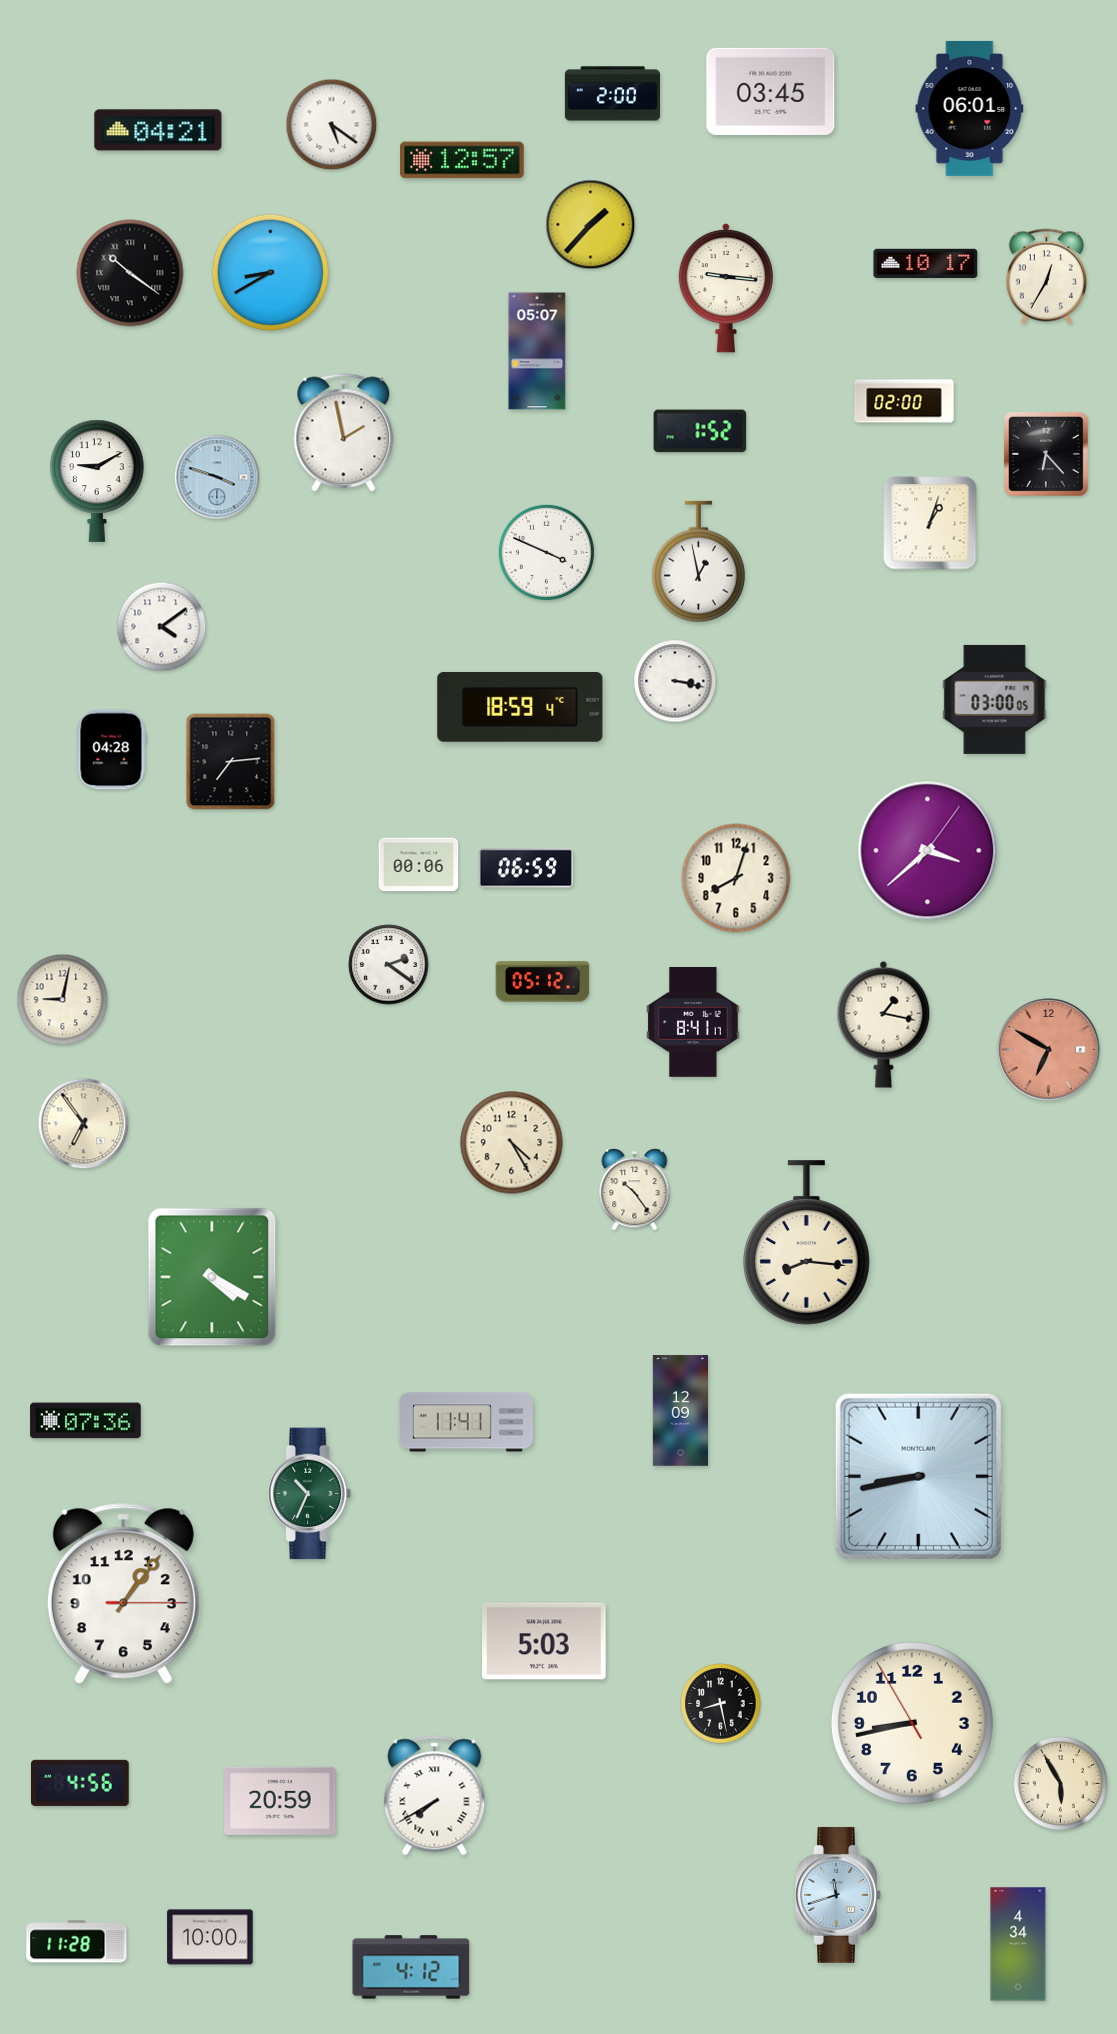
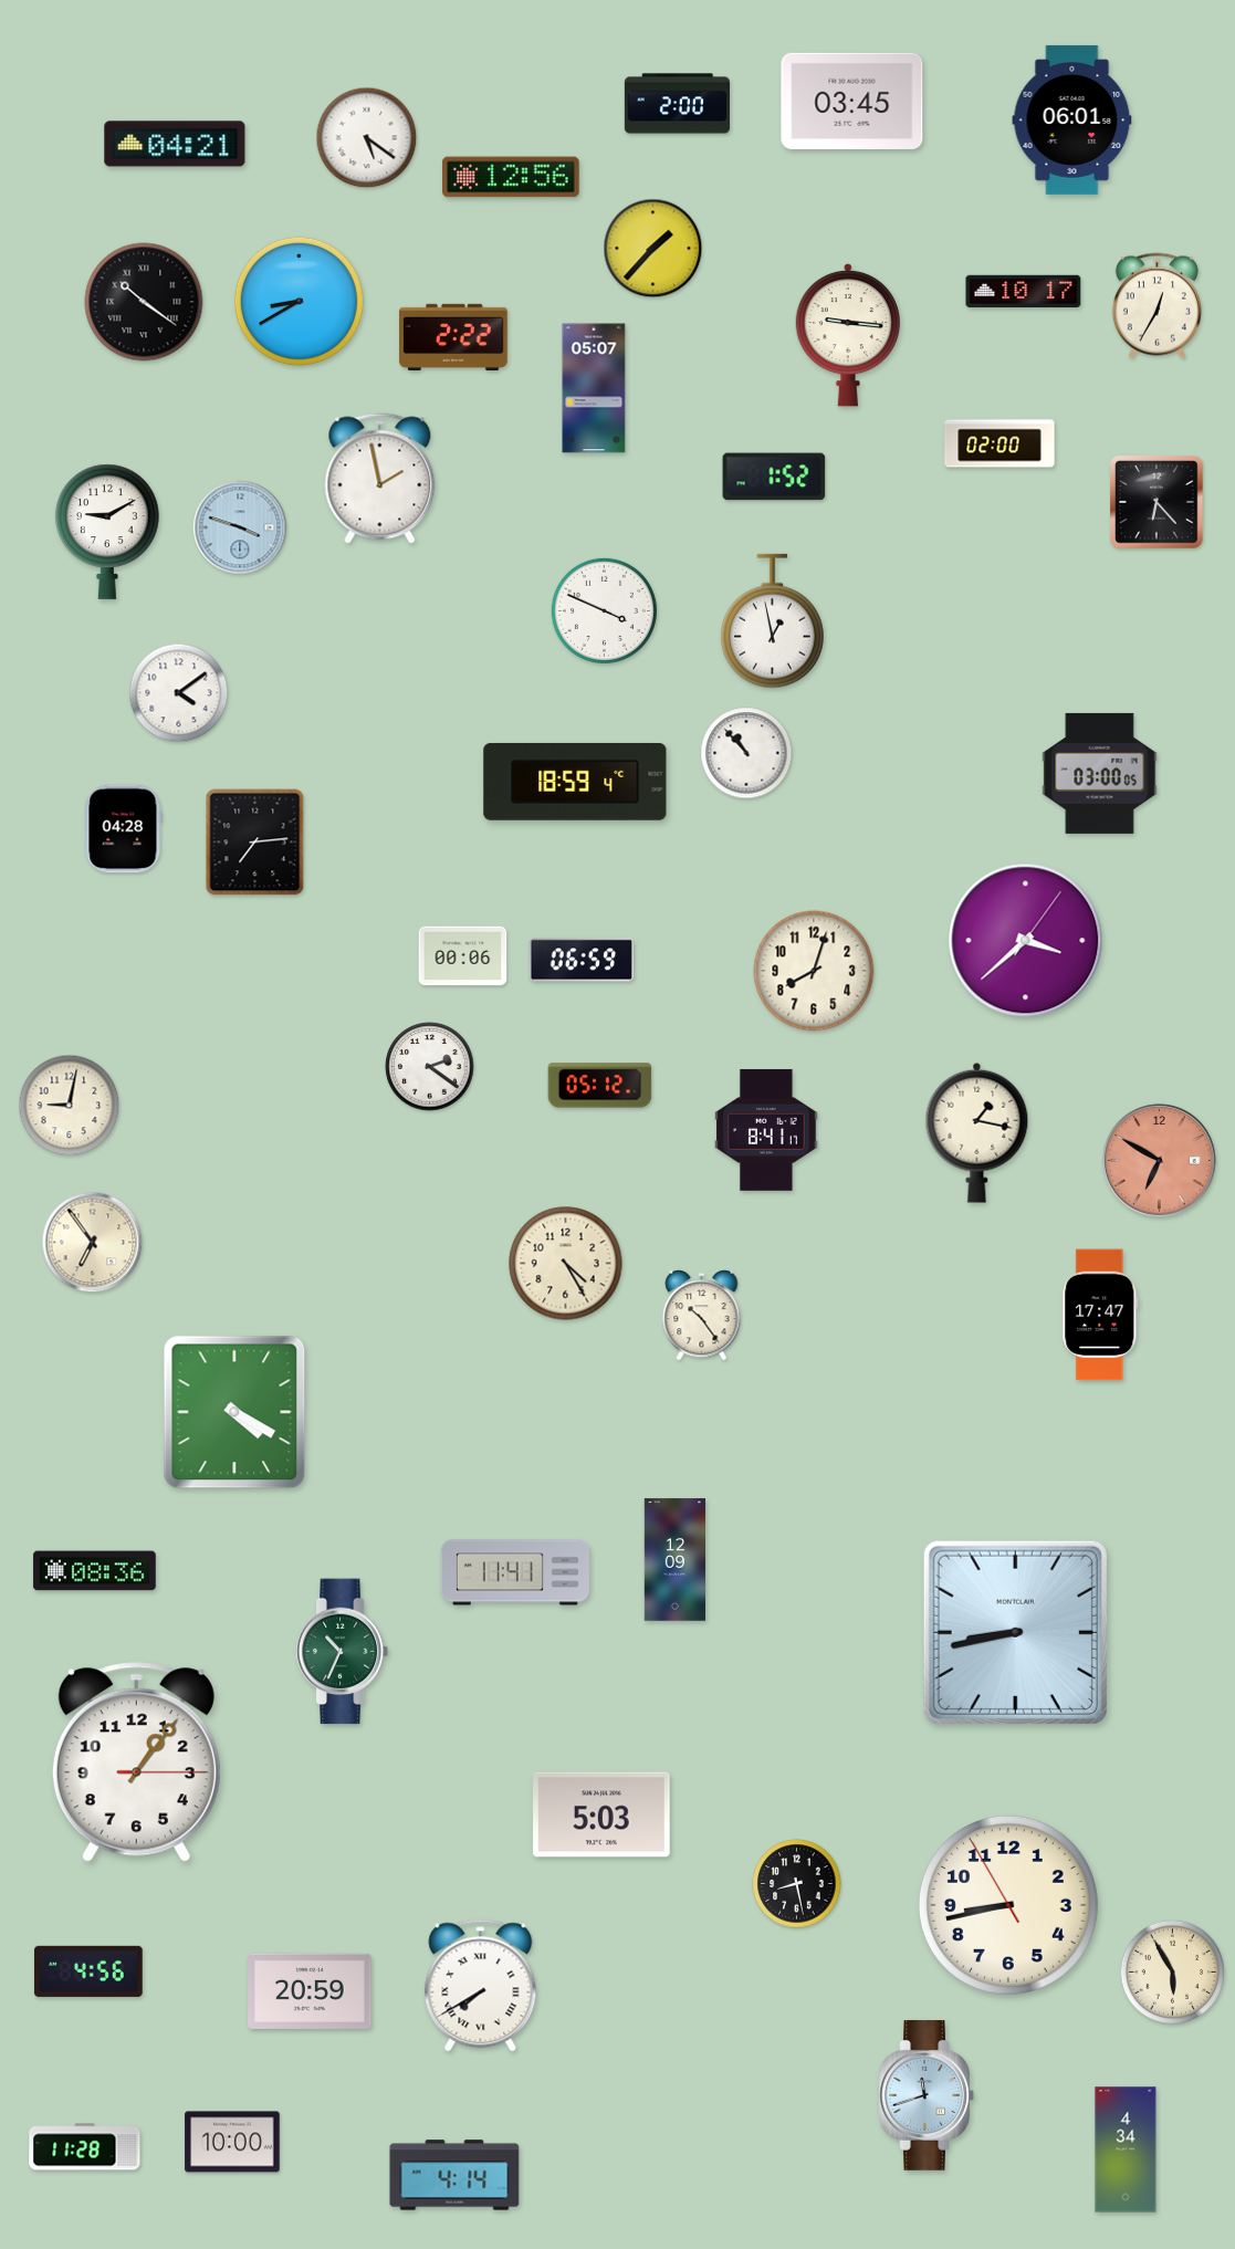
clock at (462, 160): 12:57 -> 12:56
clock at (725, 288) position: (725, 288) -> (847, 335)
clock at (453, 336): none -> 2:22
clock at (930, 523): 1:03 -> none
clock at (675, 681): 3:17 -> 10:53
clock at (1100, 1315): none -> 17:47
clock at (807, 1243): 8:16 -> none
clock at (680, 1411) position: (680, 1411) -> (674, 1560)
clock at (86, 1421): 07:36 -> 08:36
clock at (411, 1967): 4:12 -> 4:14
